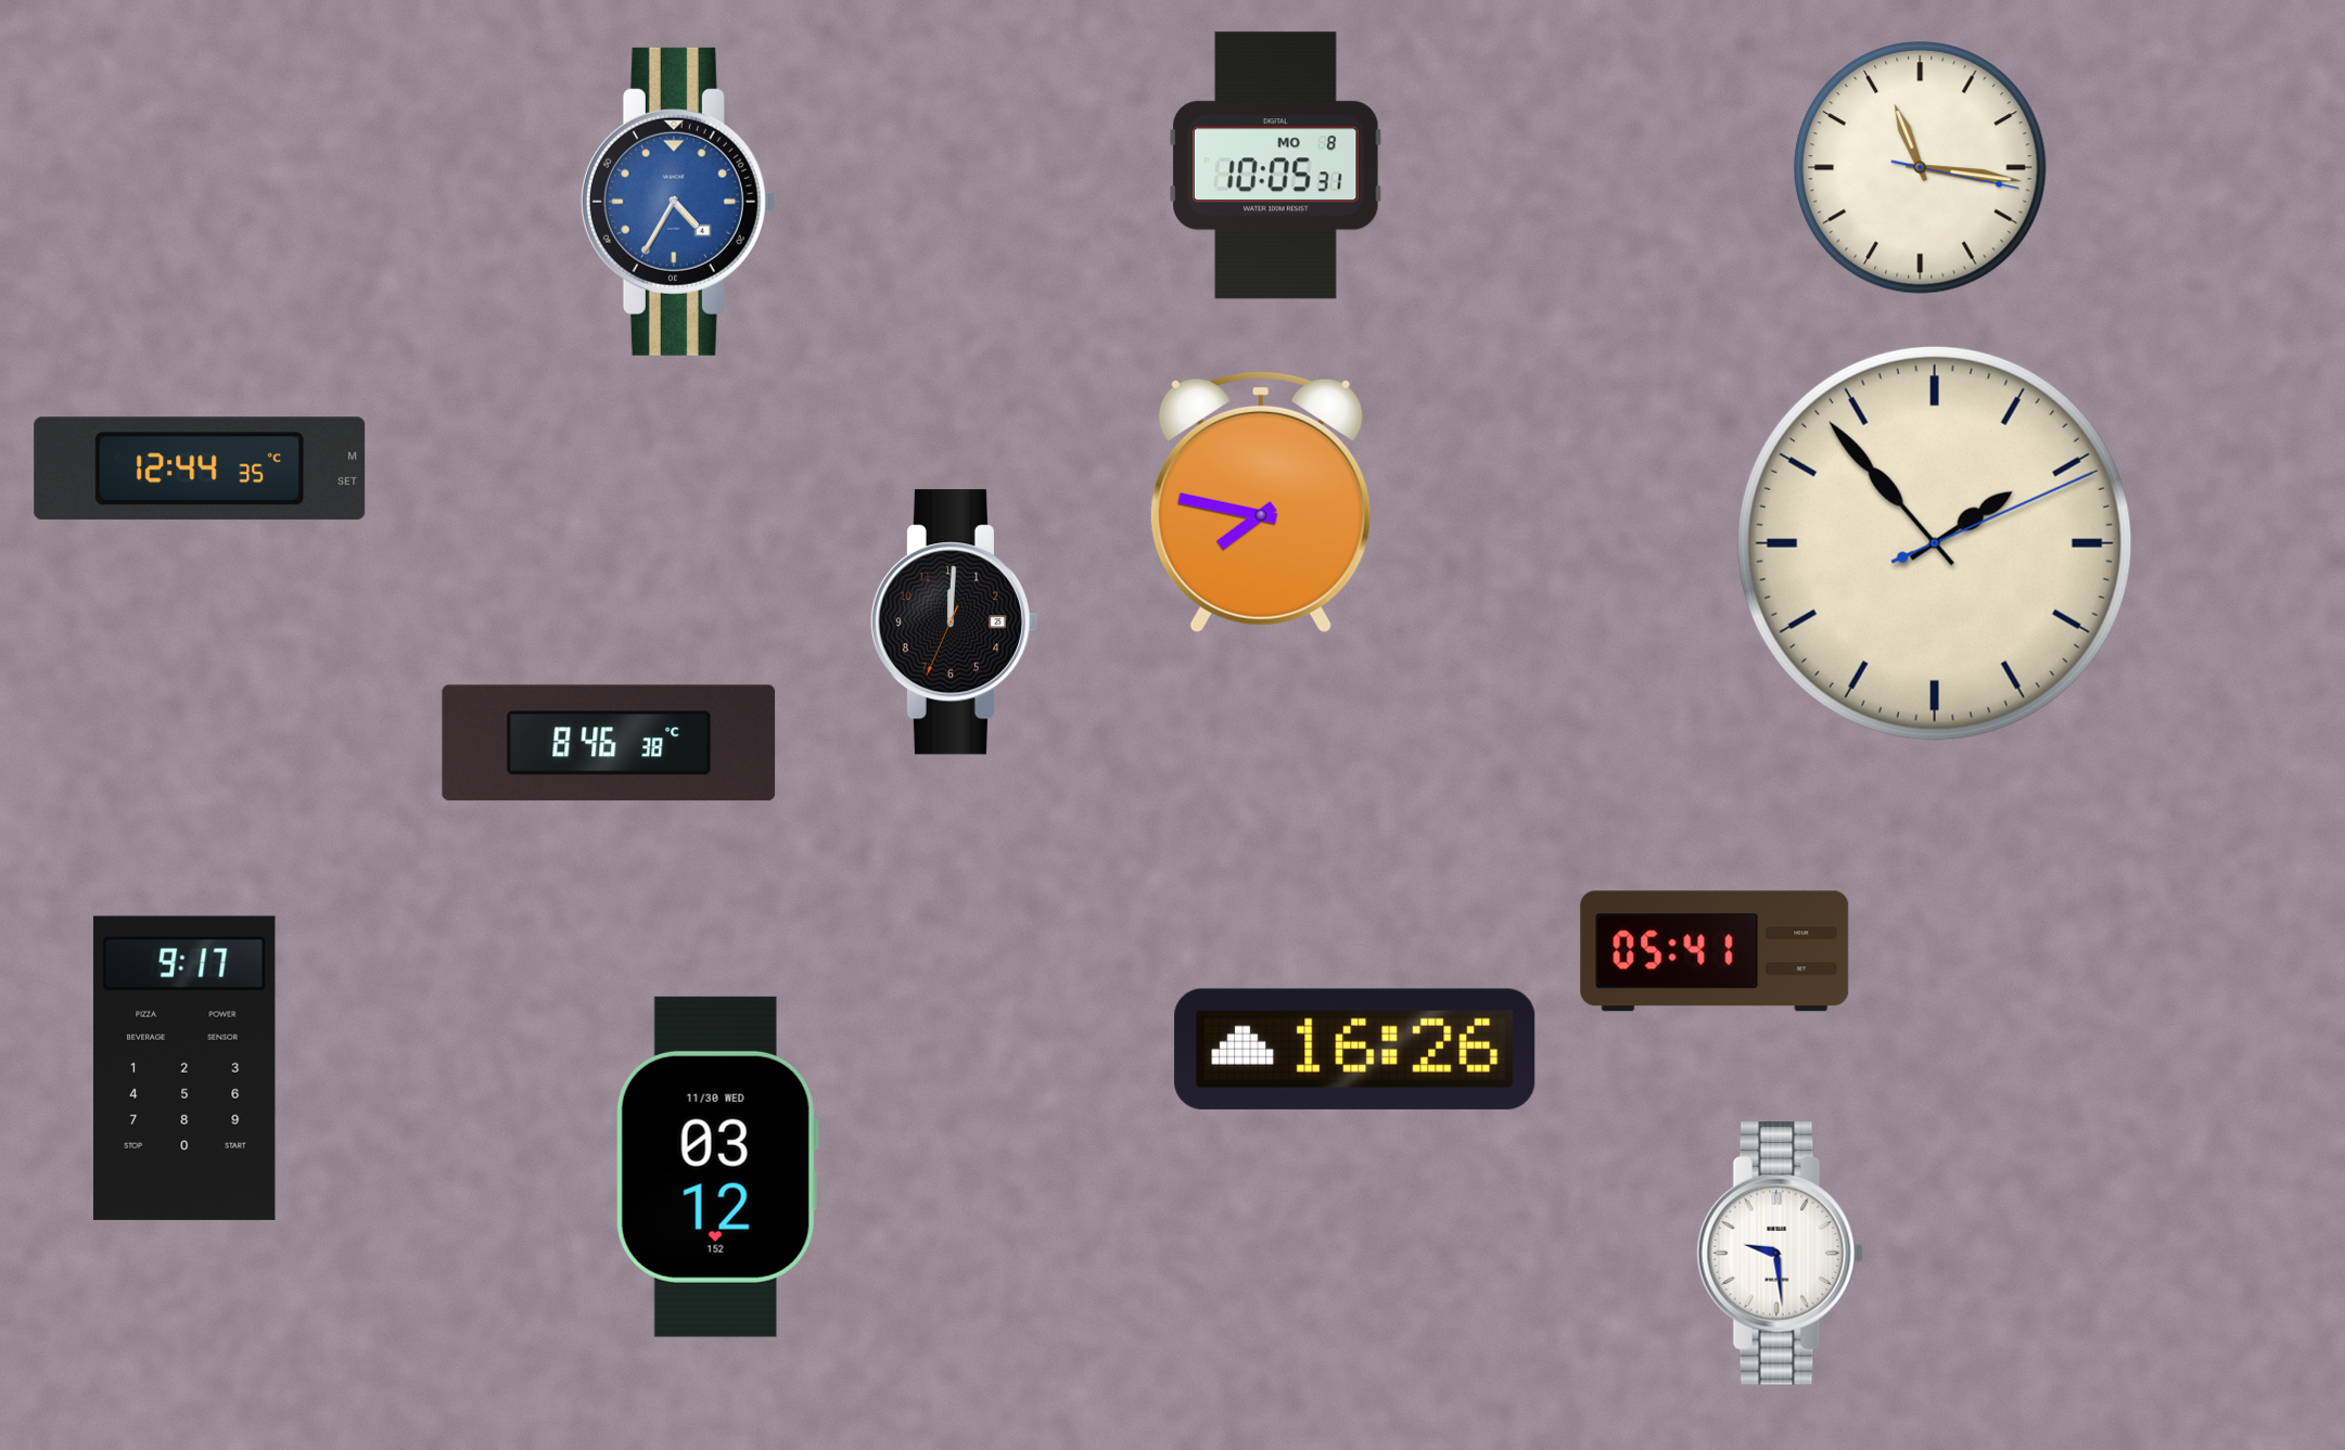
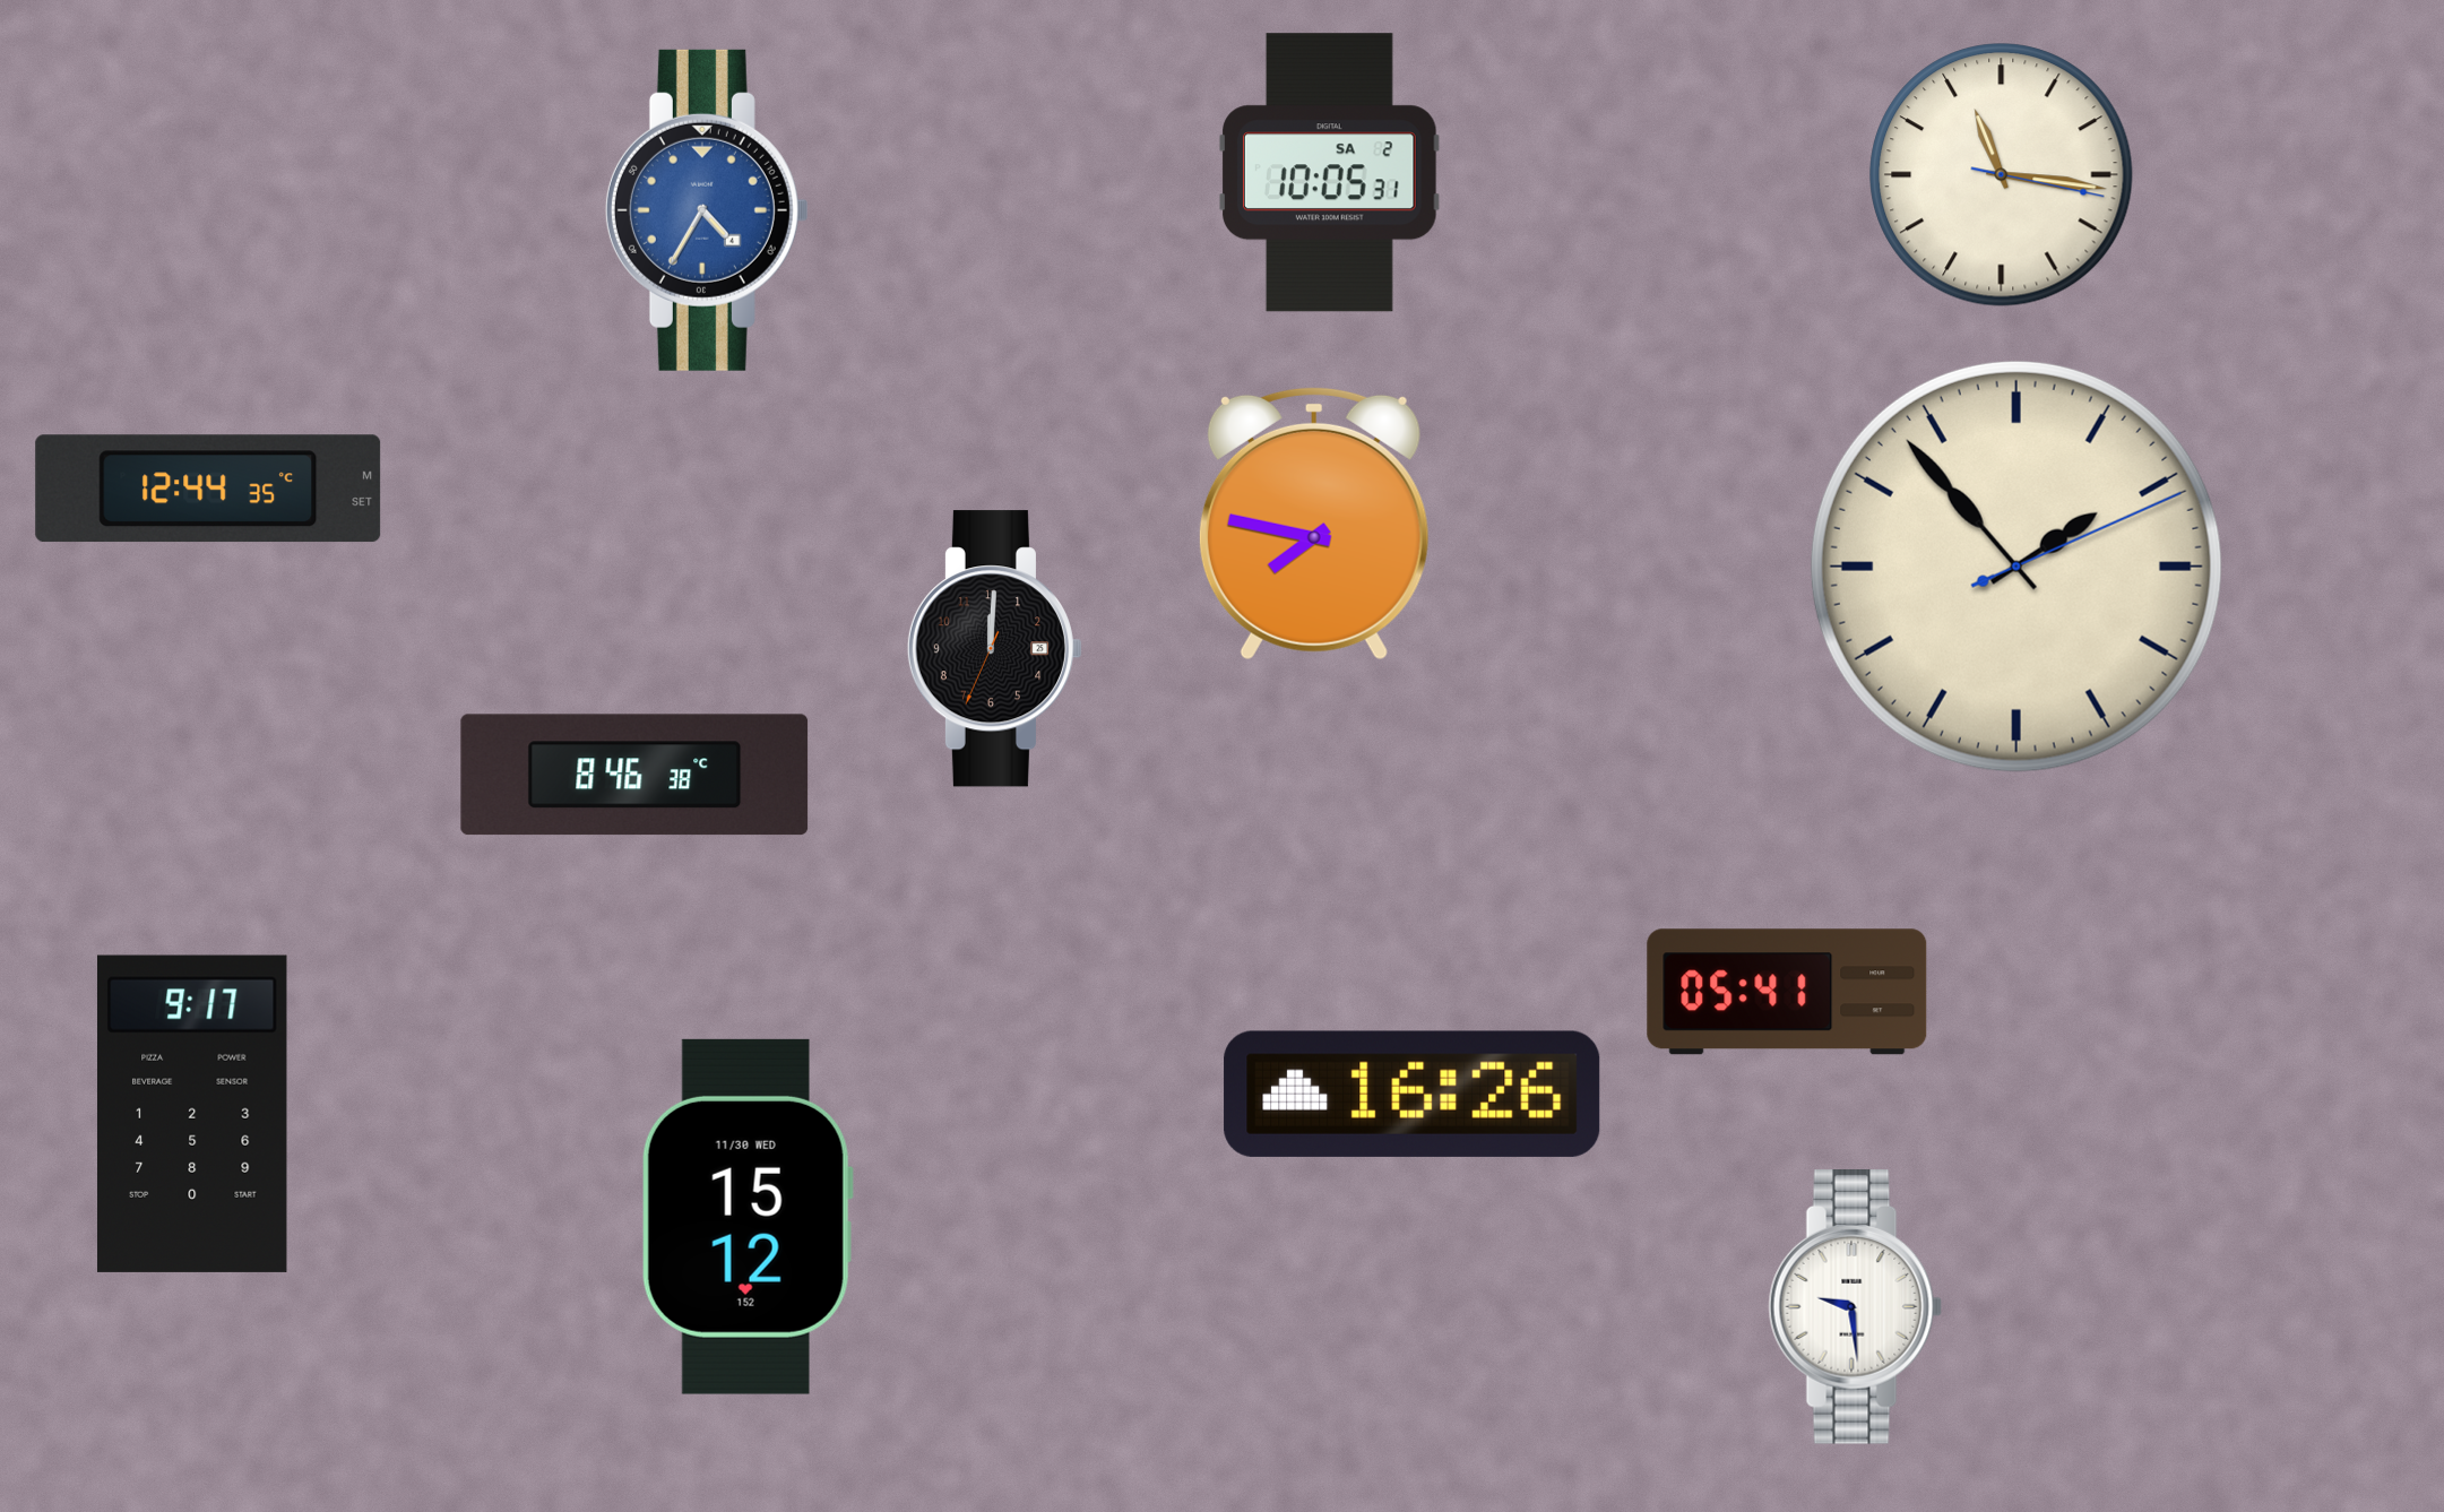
clock at (1275, 166) date: MO 8 -> SA 2
clock at (717, 1167): 03:12 -> 15:12
